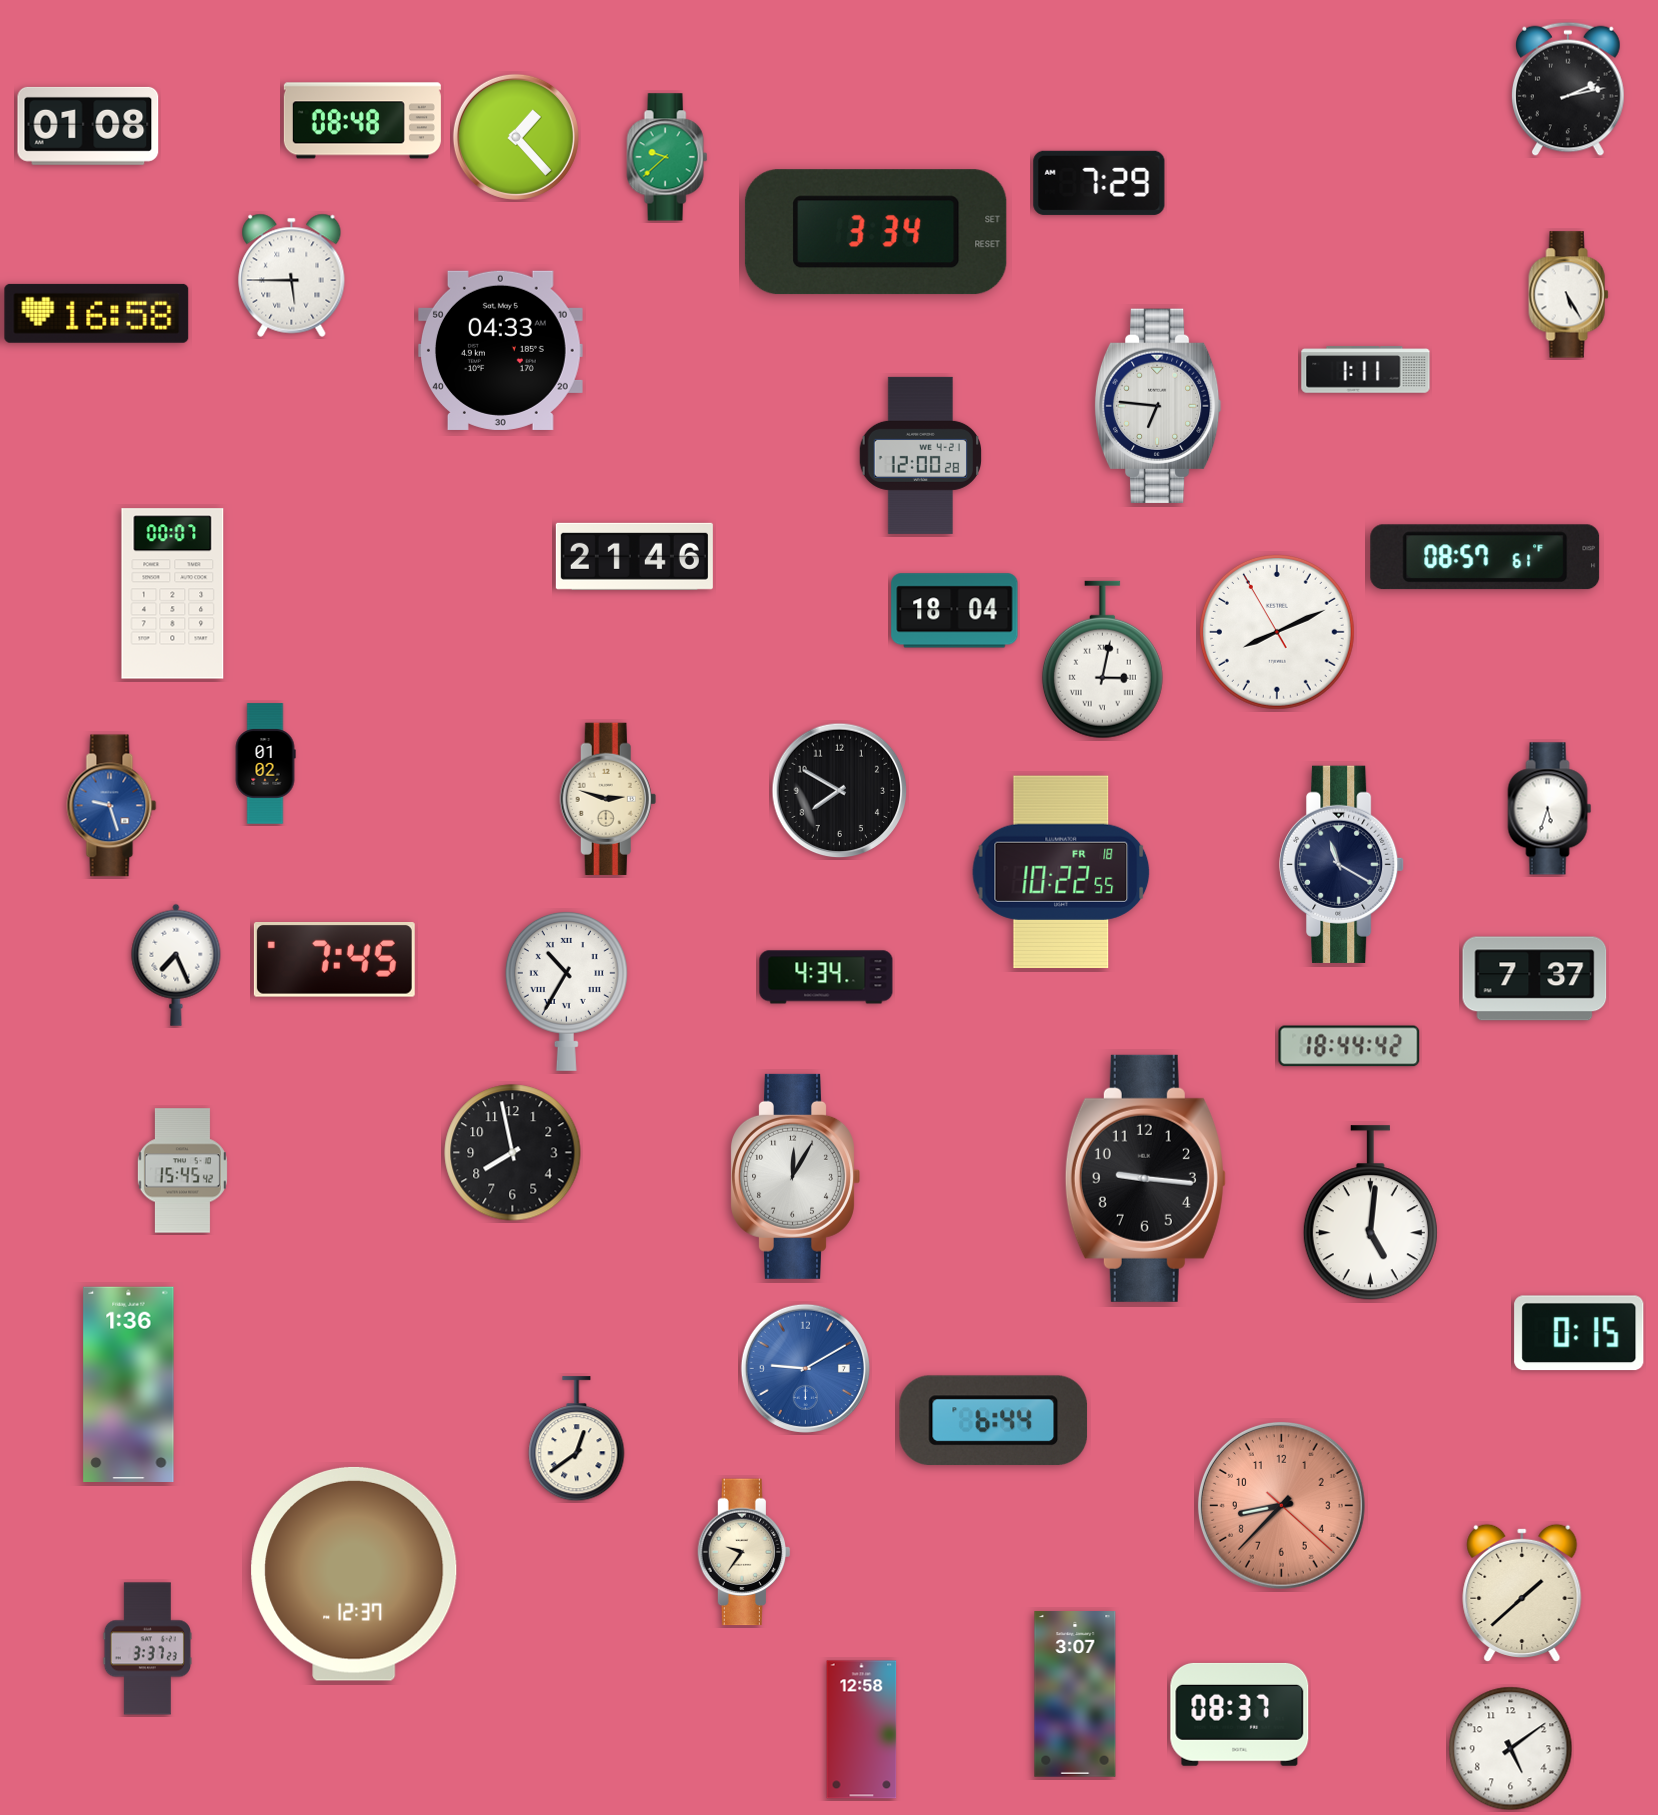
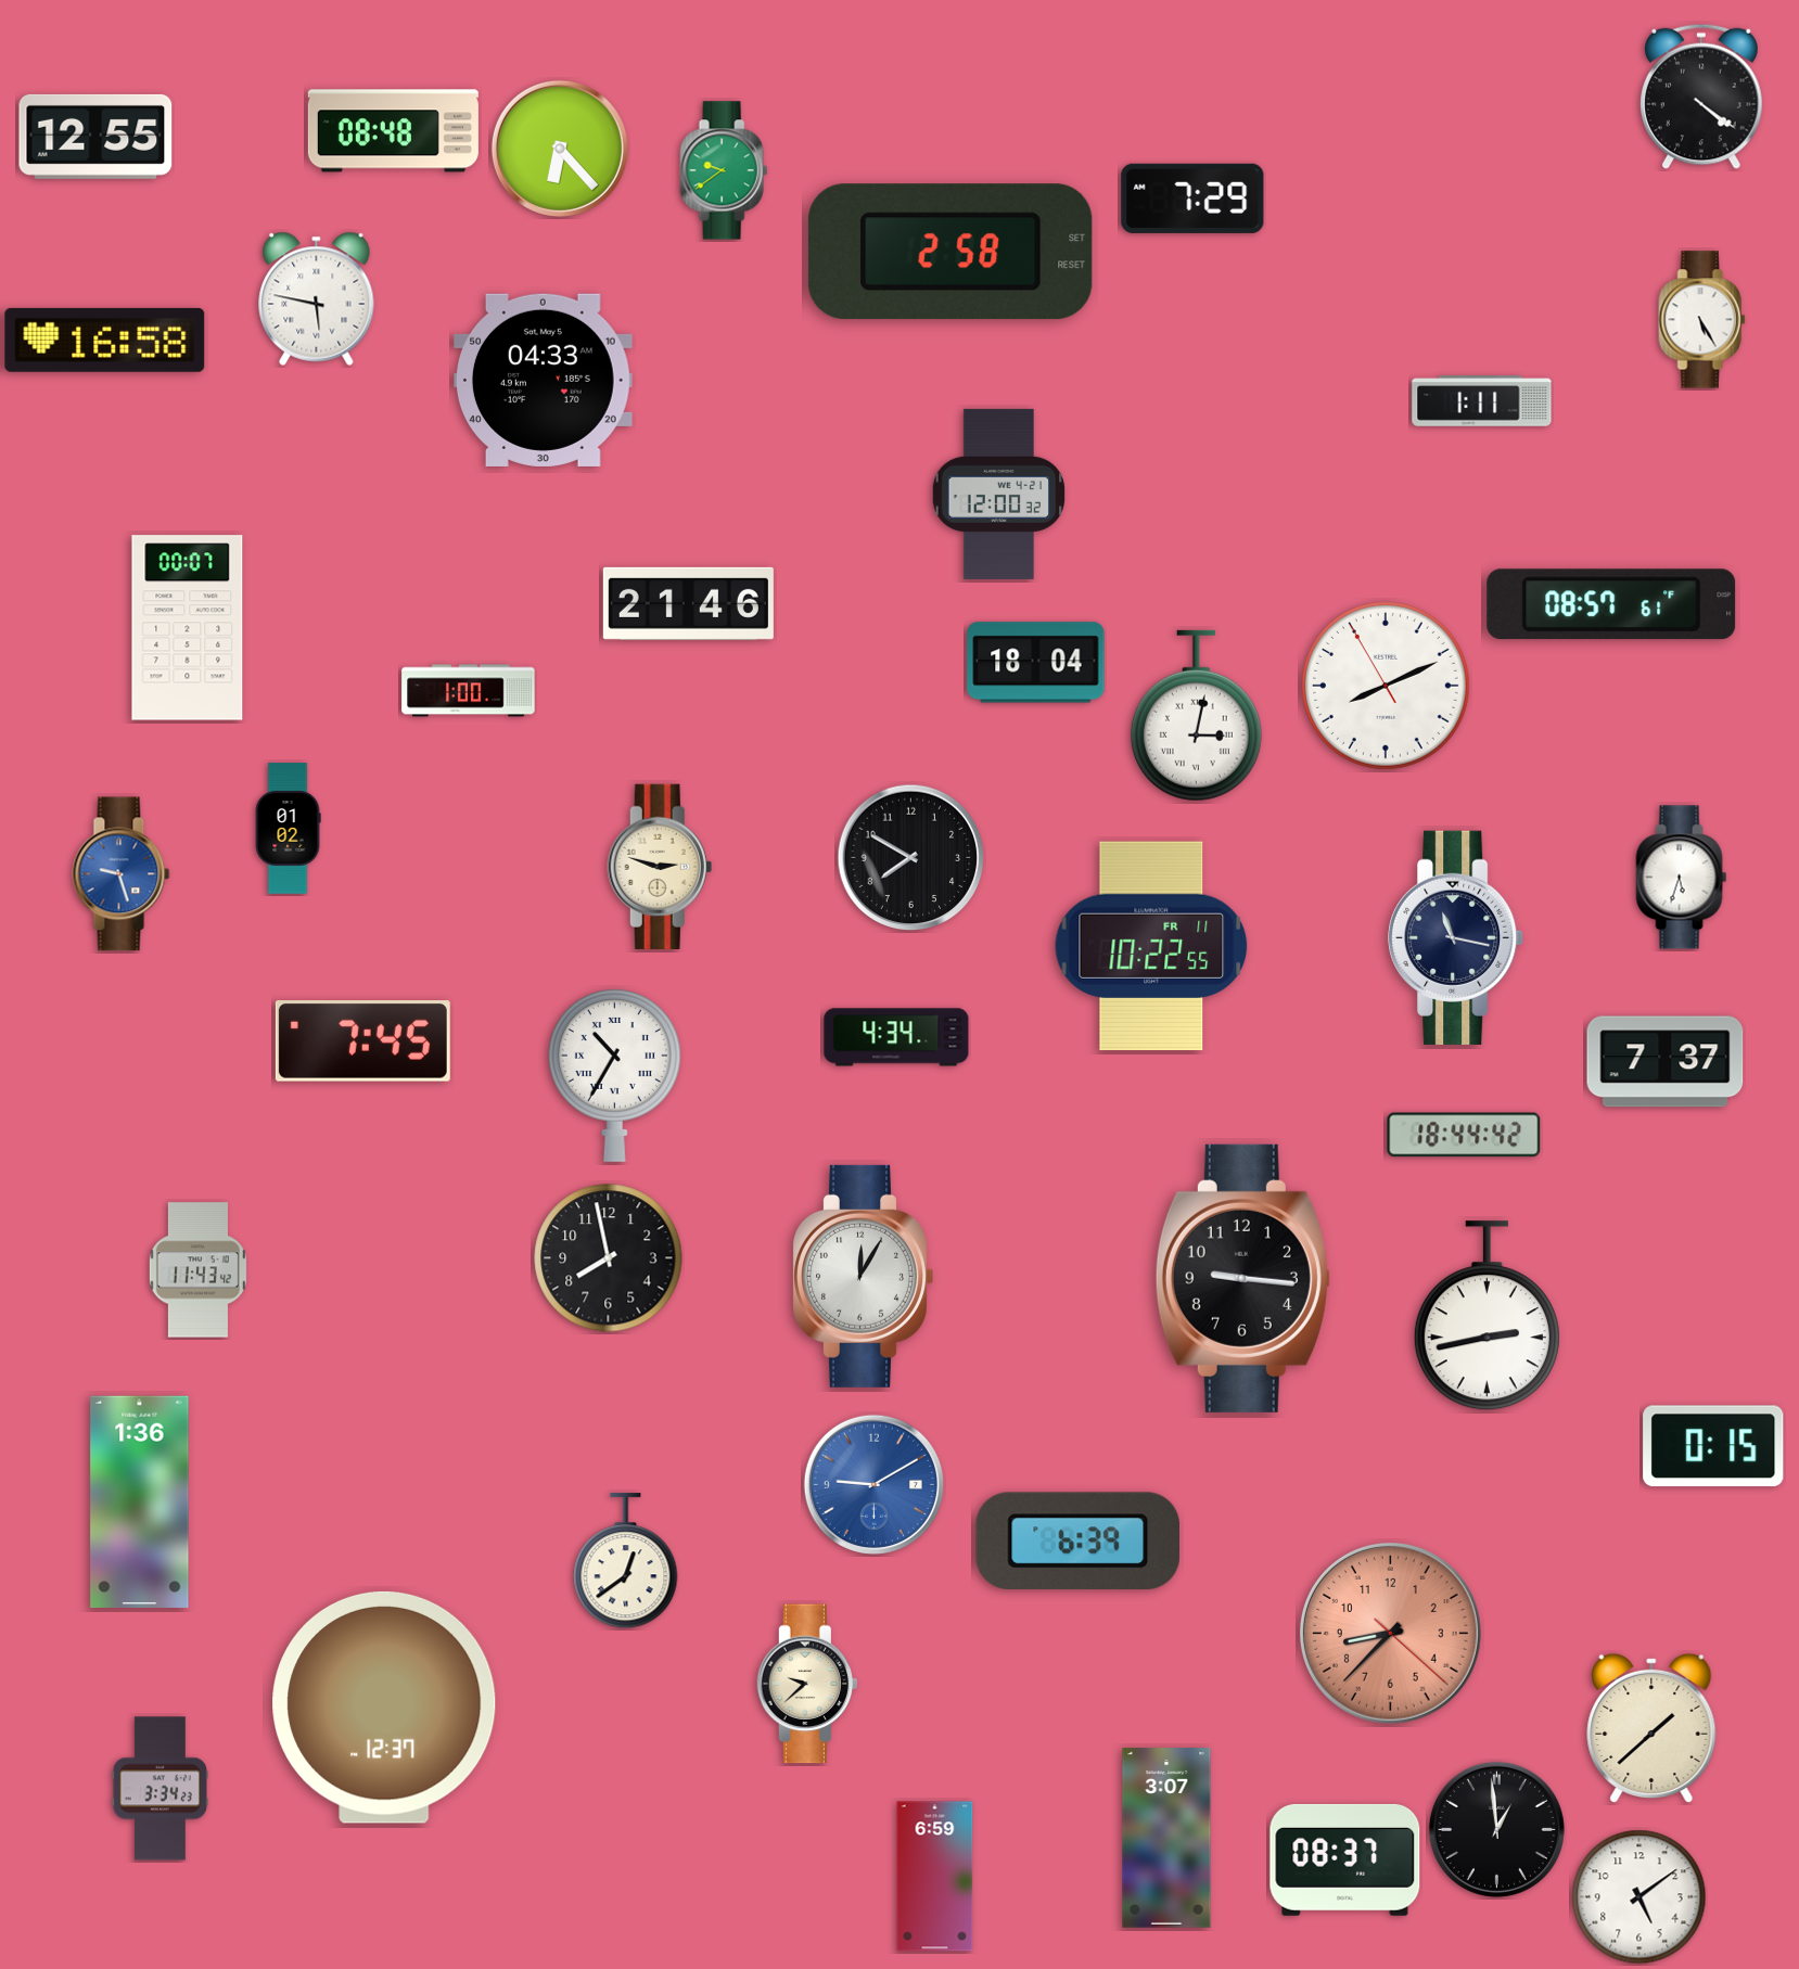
clock at (1569, 89): 2:13 -> 4:21
clock at (88, 126): 01:08 -> 12:55
clock at (516, 137): 1:23 -> 6:23
clock at (667, 157): 9:38 -> 9:39
clock at (876, 232): 3:34 -> 2:58
clock at (292, 275): 5:45 -> 5:47
clock at (1158, 405): 6:46 -> none
clock at (920, 455): 12:00:28 -> 12:00:32
clock at (173, 594) position: (173, 594) -> (188, 628)
clock at (469, 691): none -> 1:00
clock at (1342, 864): 11:20 -> 11:17
clock at (1061, 872) date: FR 18 -> FR 11
clock at (176, 965): 7:26 -> none
clock at (826, 977) position: (826, 977) -> (896, 1037)
clock at (513, 1153) position: (513, 1153) -> (609, 1258)
clock at (182, 1171): 15:45 -> 11:43
clock at (1370, 1213): 5:01 -> 2:43
clock at (994, 1420): 6:44 -> 6:39
clock at (744, 1552): 9:36 -> 9:38
clock at (147, 1649): 3:37 -> 3:34
clock at (1496, 1829): none -> 12:59
clock at (862, 1730): 12:58 -> 6:59
